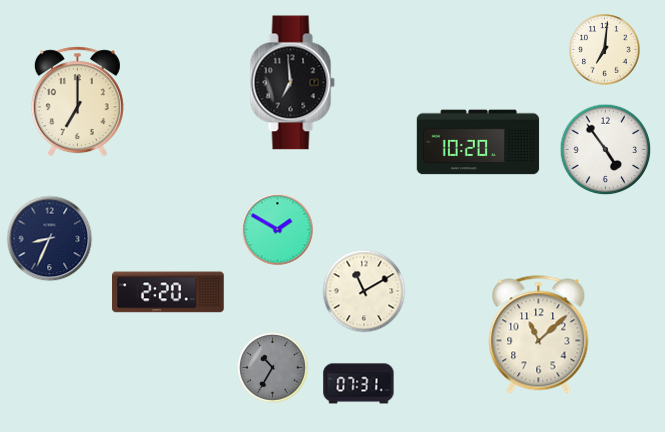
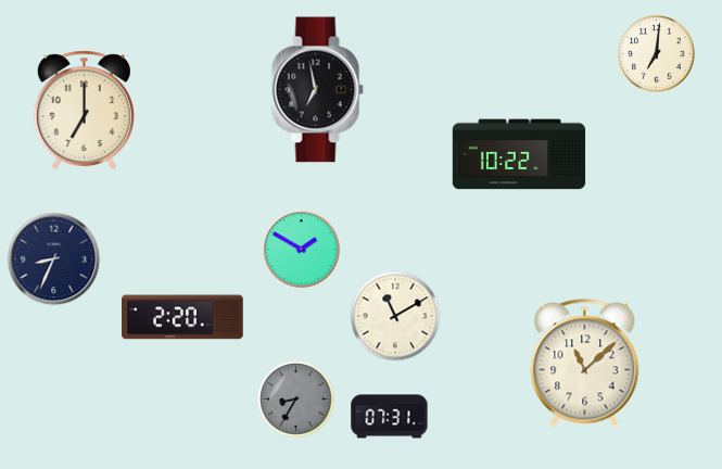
clock at (292, 83): 6:59 -> 6:58
clock at (478, 142): 10:20 -> 10:22
clock at (606, 150): 4:54 -> none
clock at (273, 368): 10:35 -> 8:35
